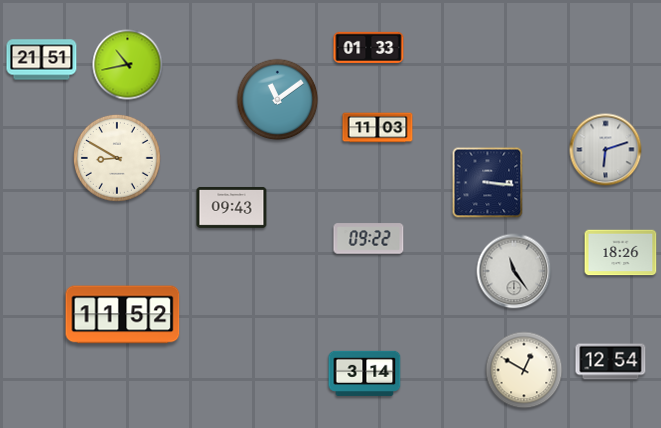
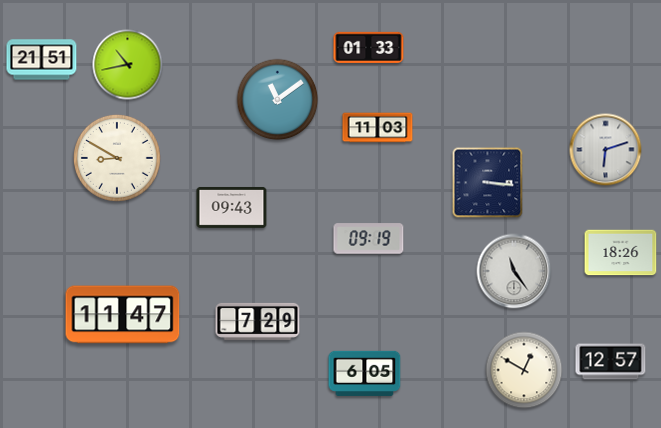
clock at (369, 239): 09:22 -> 09:19
clock at (123, 315): 11:52 -> 11:47
clock at (258, 321): none -> 7:29
clock at (611, 362): 12:54 -> 12:57
clock at (365, 373): 3:14 -> 6:05
